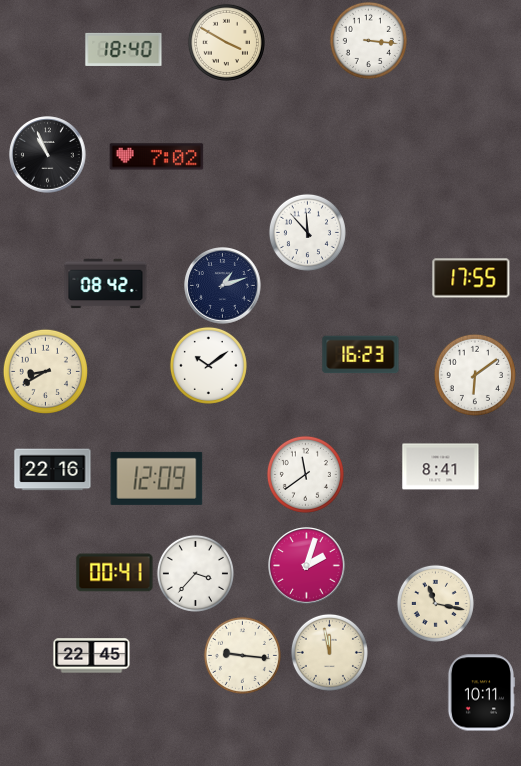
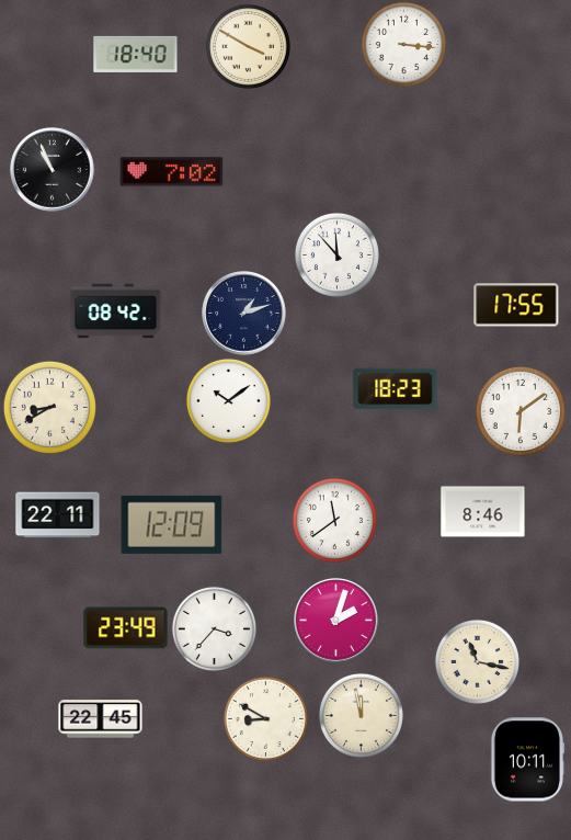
clock at (361, 355): 16:23 -> 18:23
clock at (441, 467): 8:41 -> 8:46
clock at (53, 470): 22:16 -> 22:11
clock at (115, 573): 00:41 -> 23:49
clock at (242, 655): 9:16 -> 8:50
